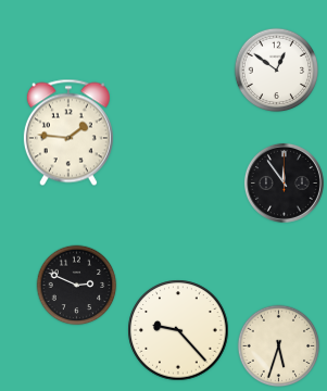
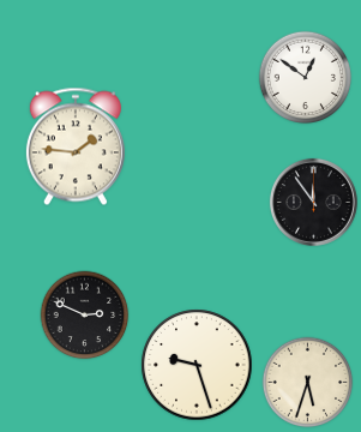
clock at (178, 330): 9:23 -> 9:27
